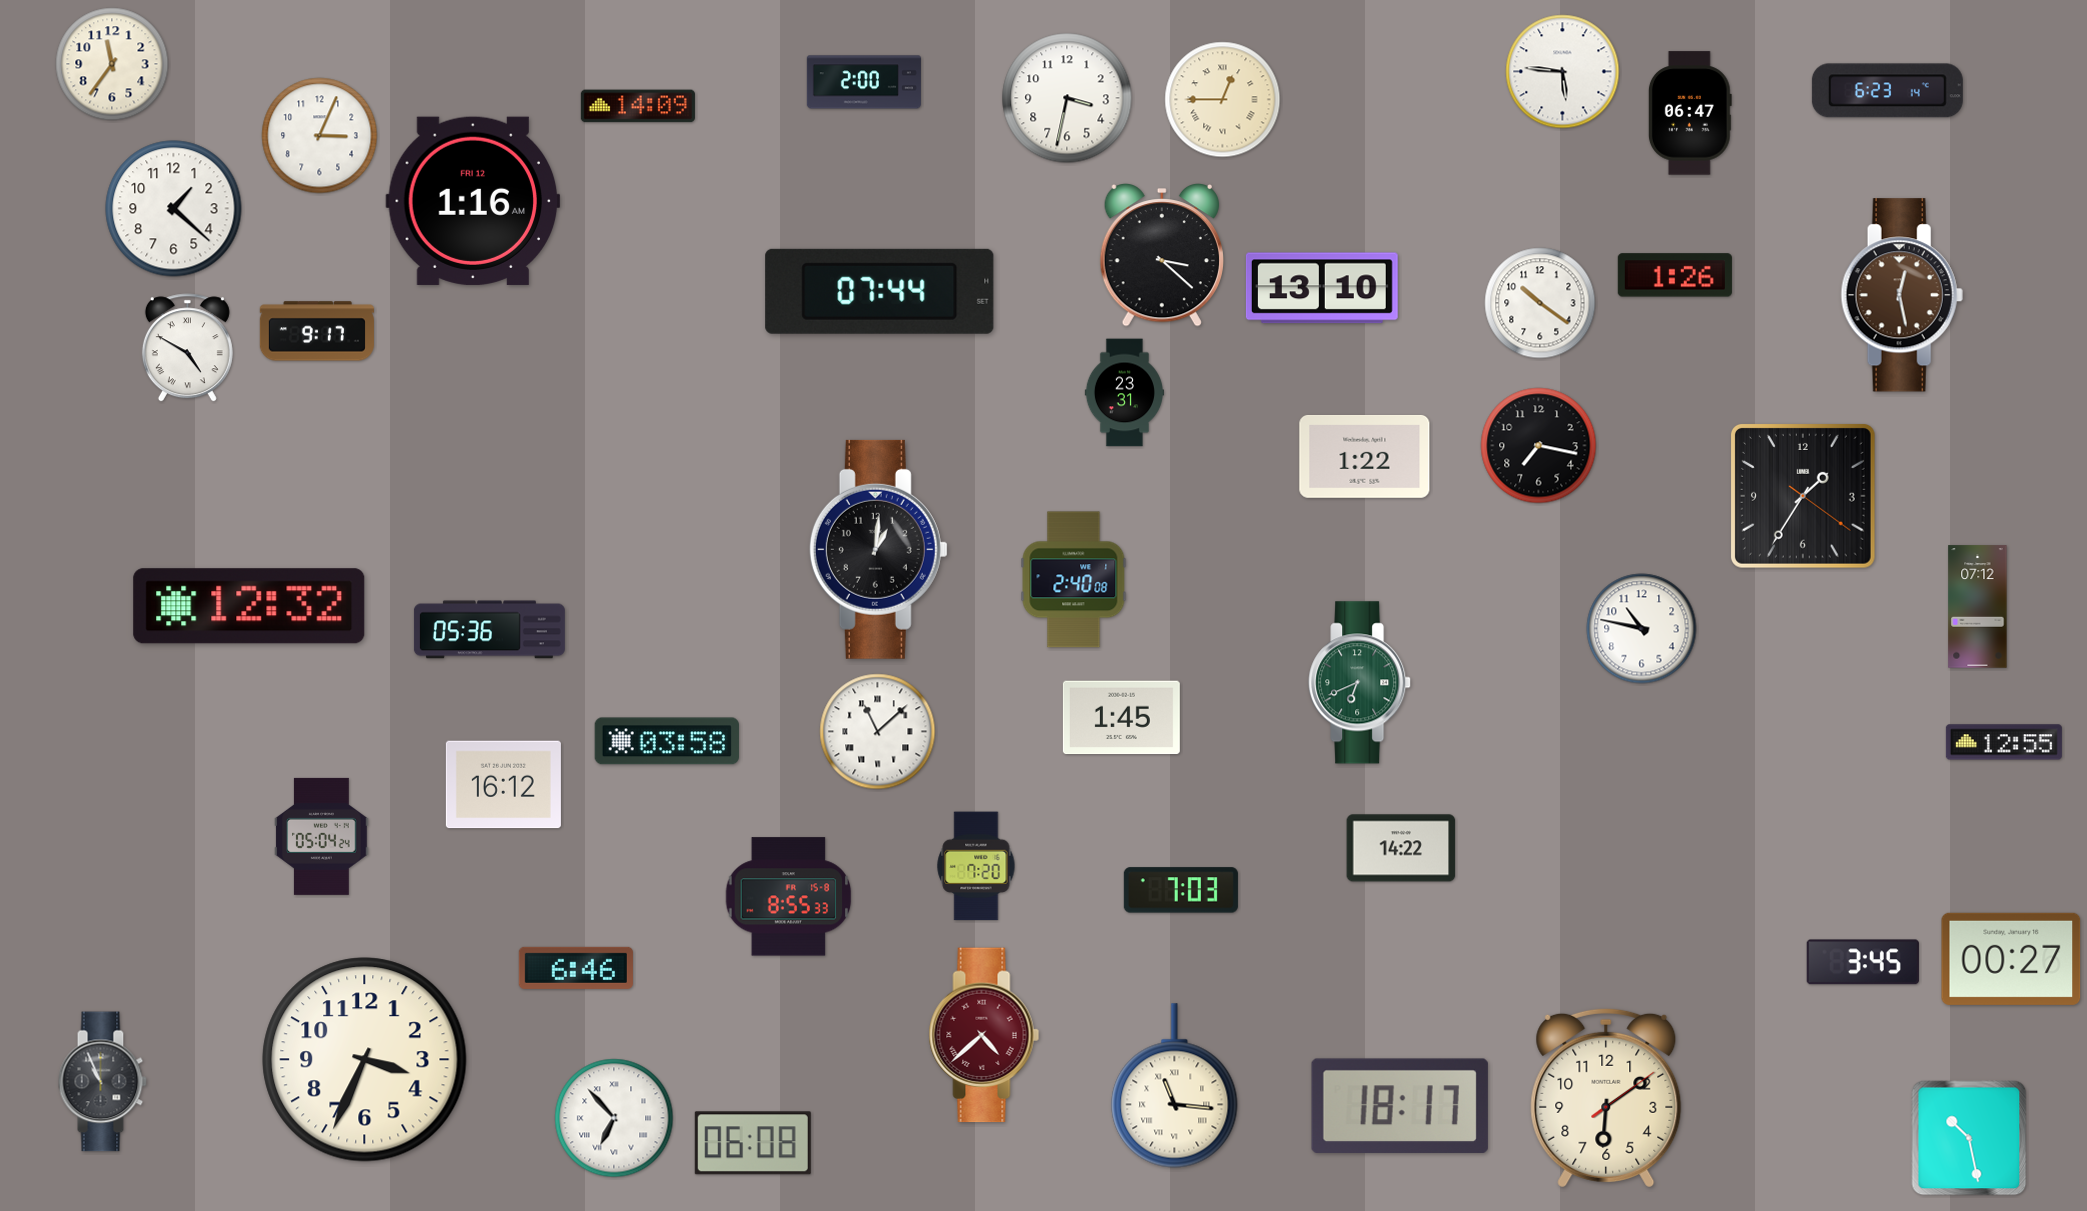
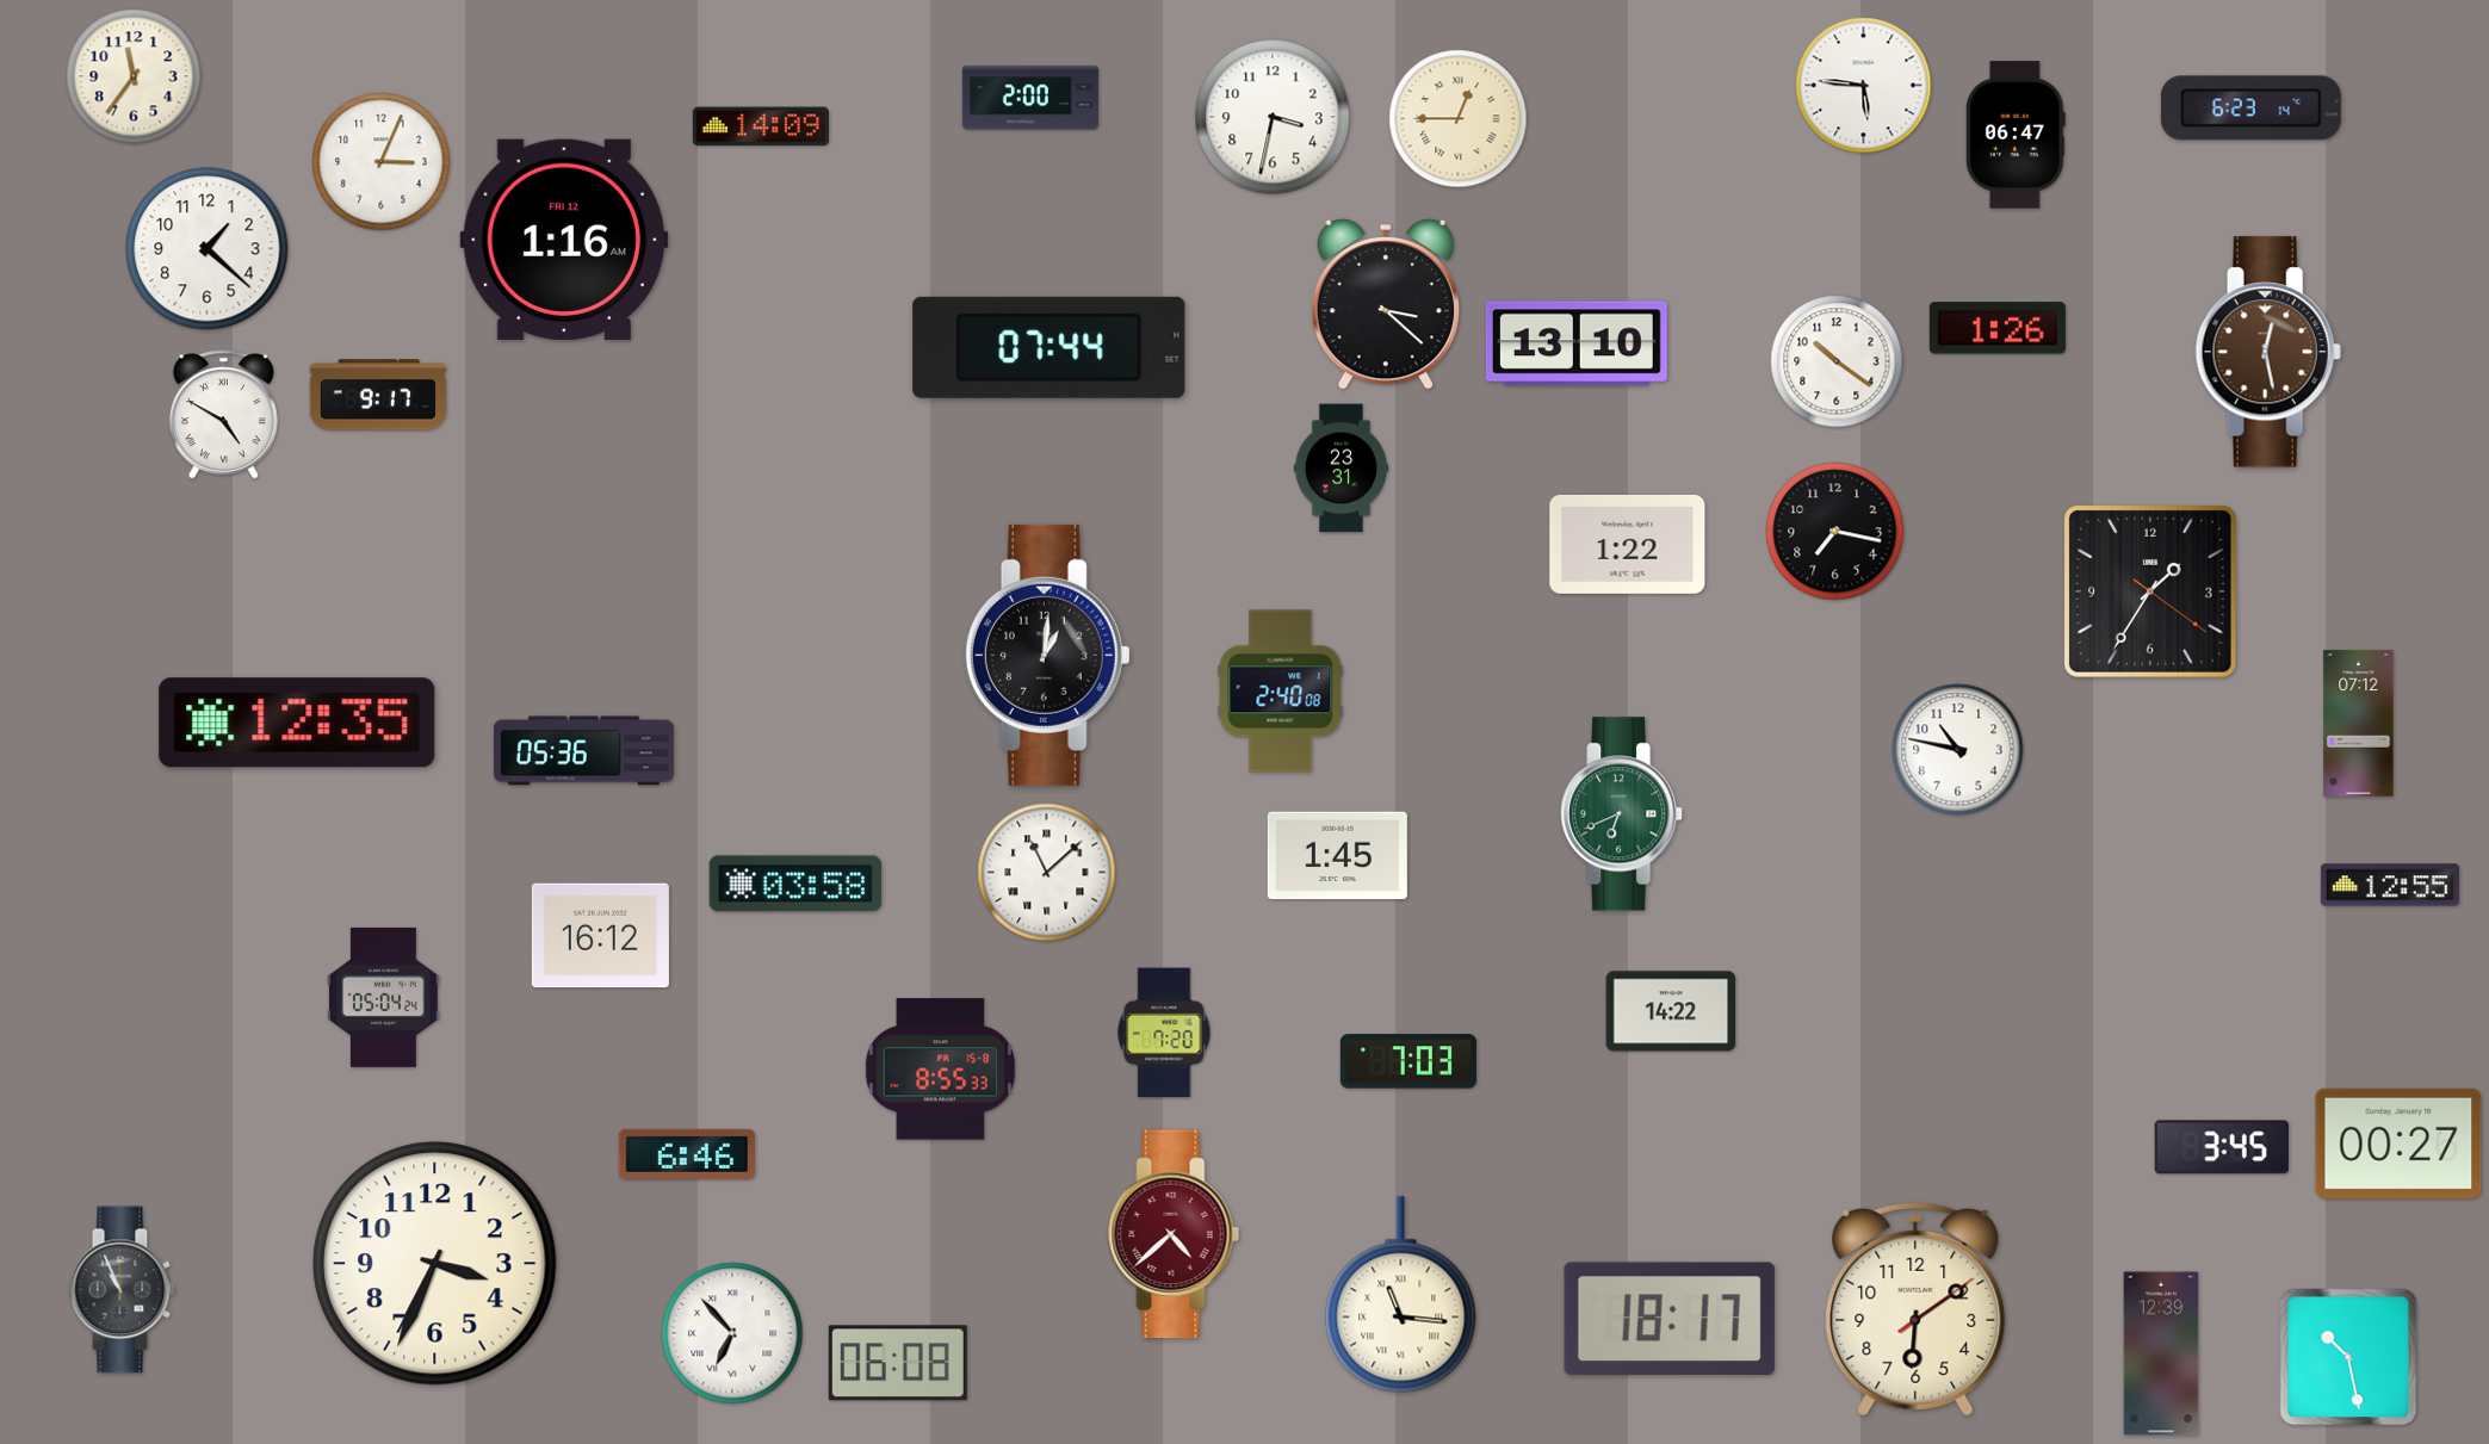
clock at (249, 606): 12:32 -> 12:35
clock at (2161, 1353): none -> 12:39
